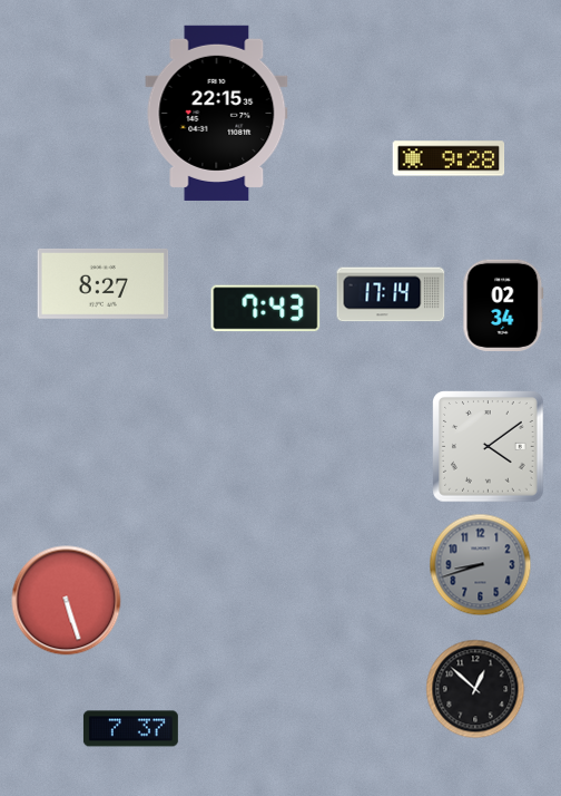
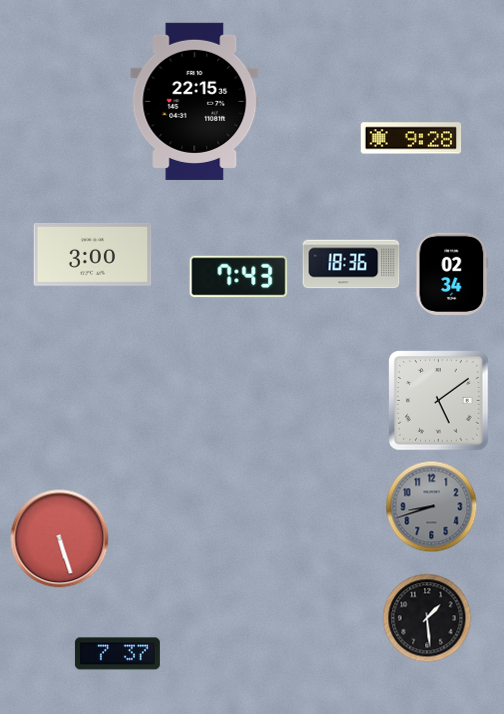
clock at (449, 158) position: (449, 158) -> (411, 138)
clock at (104, 283): 8:27 -> 3:00
clock at (391, 294): 17:14 -> 18:36
clock at (489, 447): 4:09 -> 5:09
clock at (475, 689): 12:52 -> 1:29
